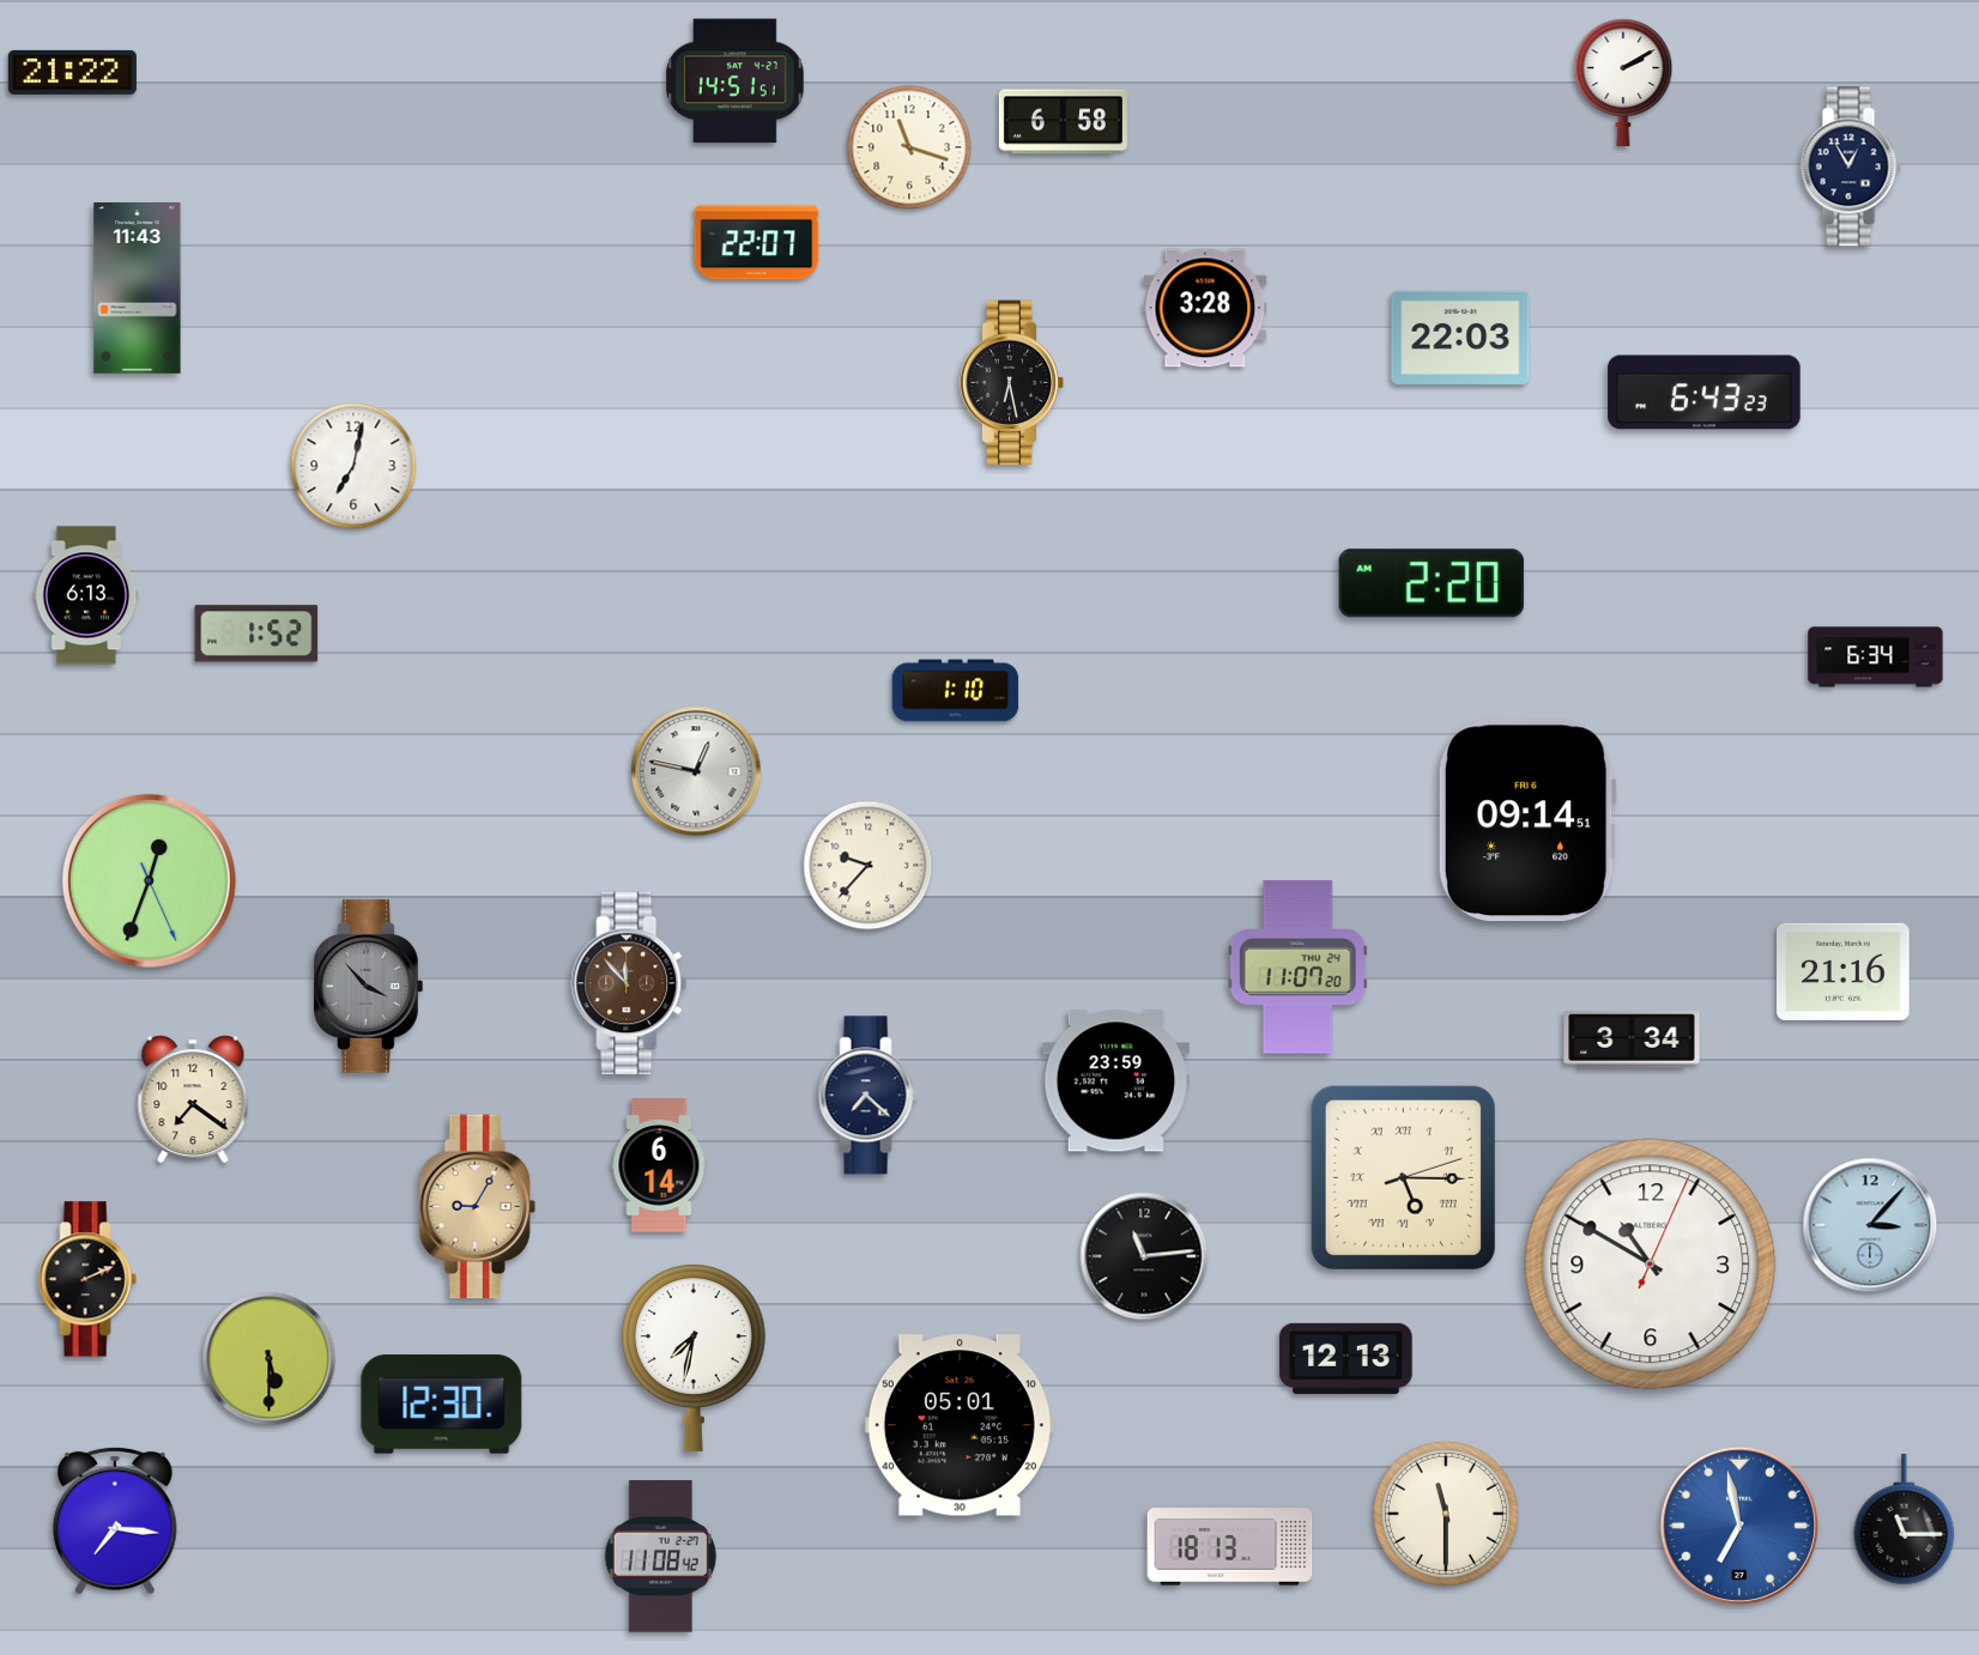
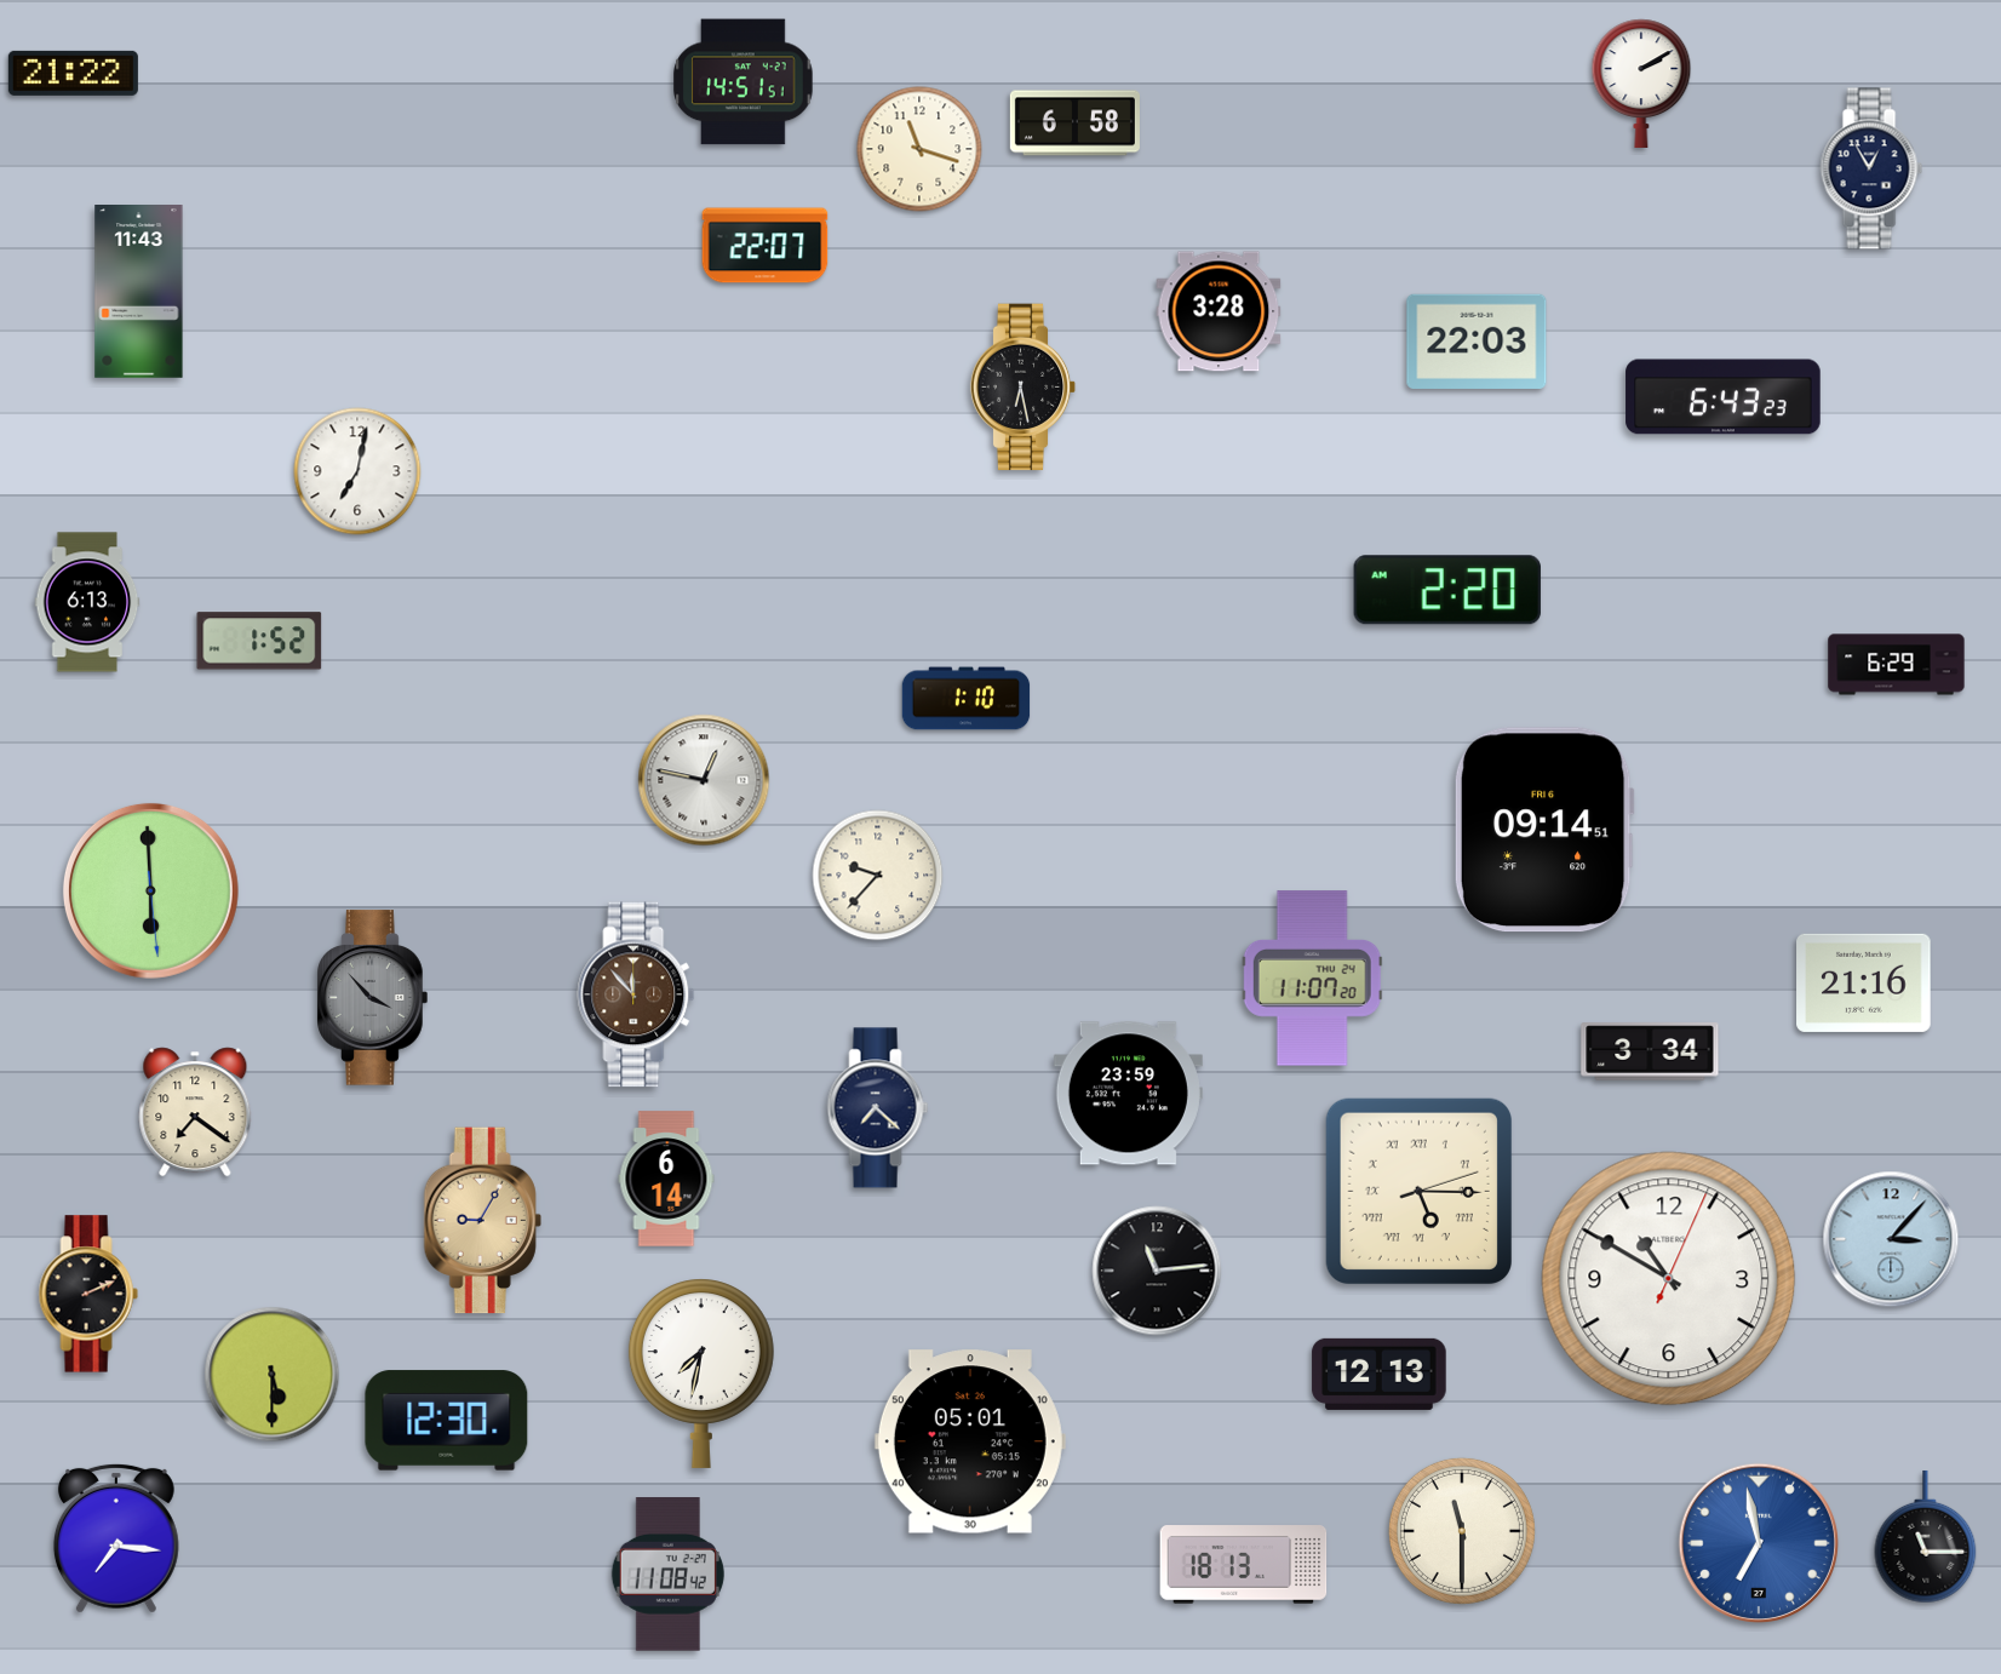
clock at (1876, 657): 6:34 -> 6:29
clock at (149, 880): 12:33 -> 5:59
clock at (1346, 1358) position: (1346, 1358) -> (1380, 1374)
